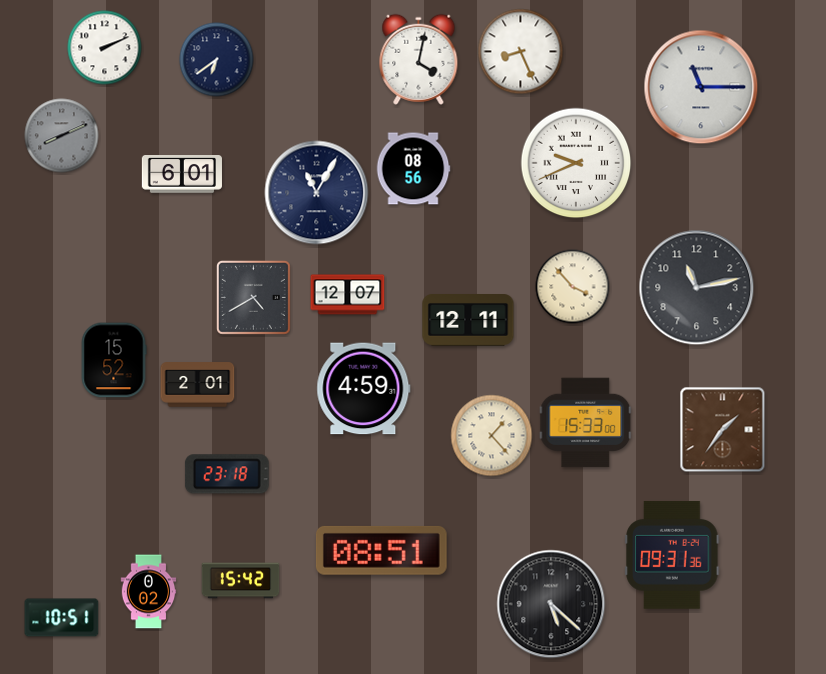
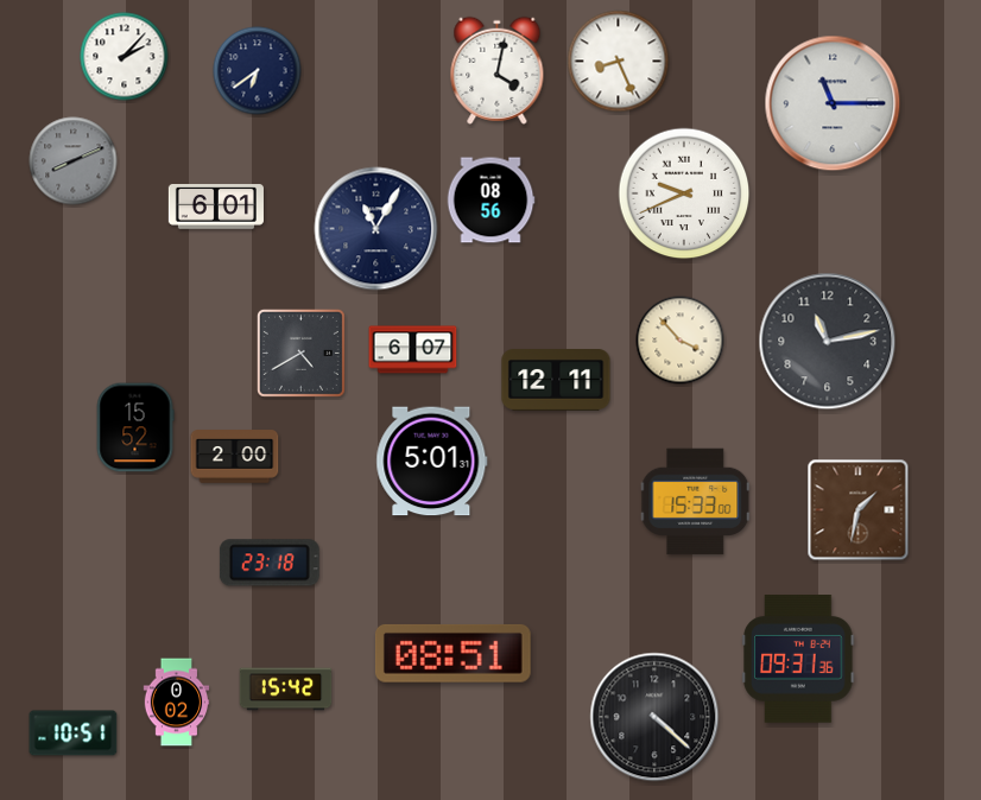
clock at (105, 48): 2:11 -> 2:07
clock at (348, 295): 12:07 -> 6:07
clock at (198, 385): 2:01 -> 2:00
clock at (364, 389): 4:59 -> 5:01
clock at (723, 430): 1:36 -> 1:32
clock at (492, 436): 1:23 -> none
clock at (551, 604): 5:22 -> 4:22
